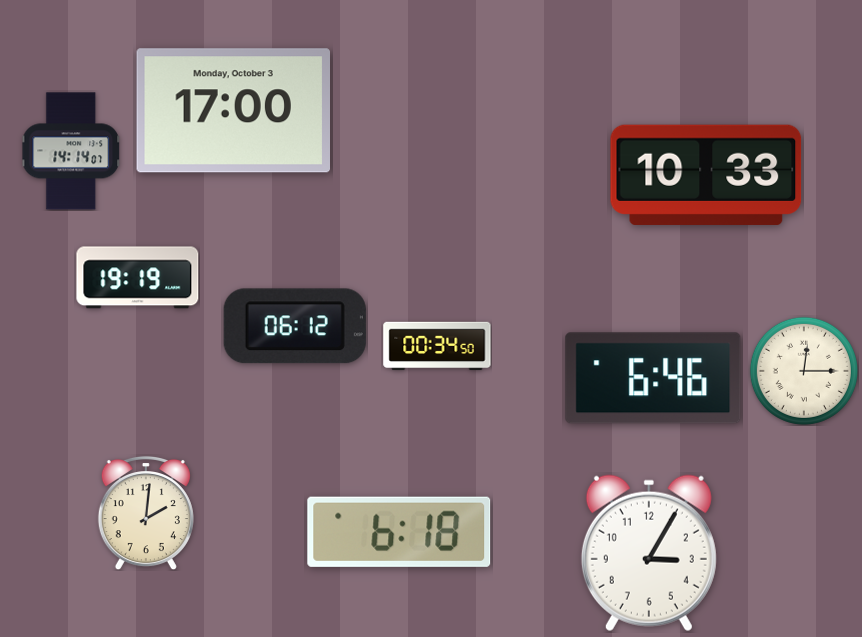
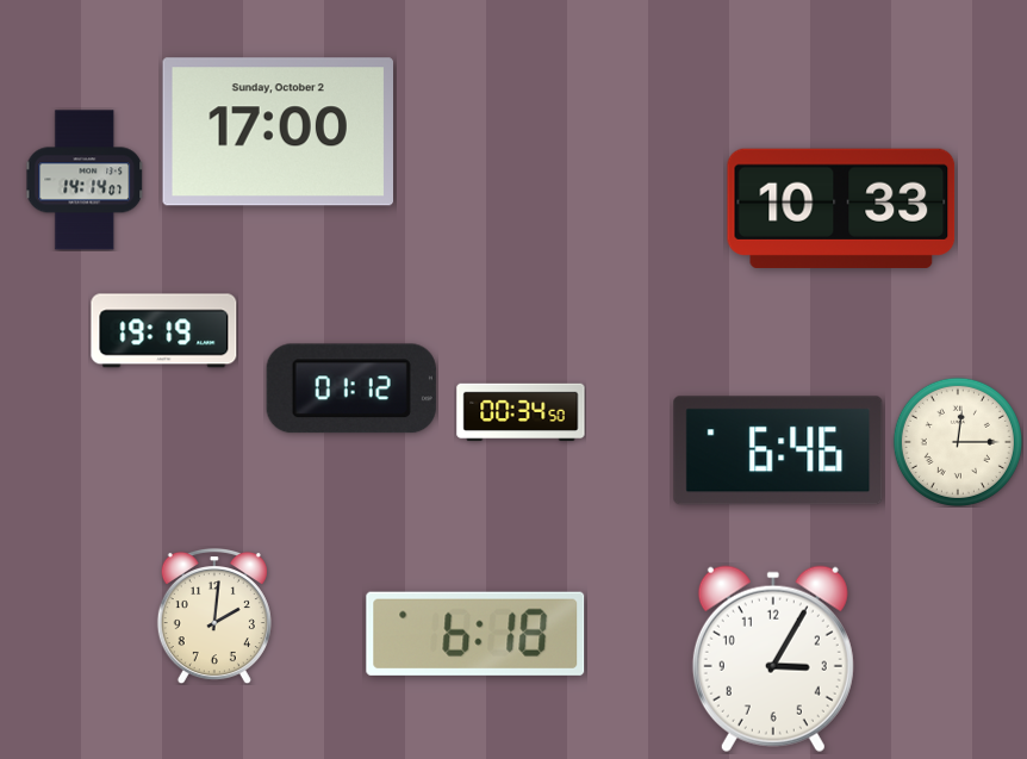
clock at (233, 111) date: Monday, October 3 -> Sunday, October 2
clock at (295, 326): 06:12 -> 01:12
clock at (146, 513) position: (146, 513) -> (214, 616)
